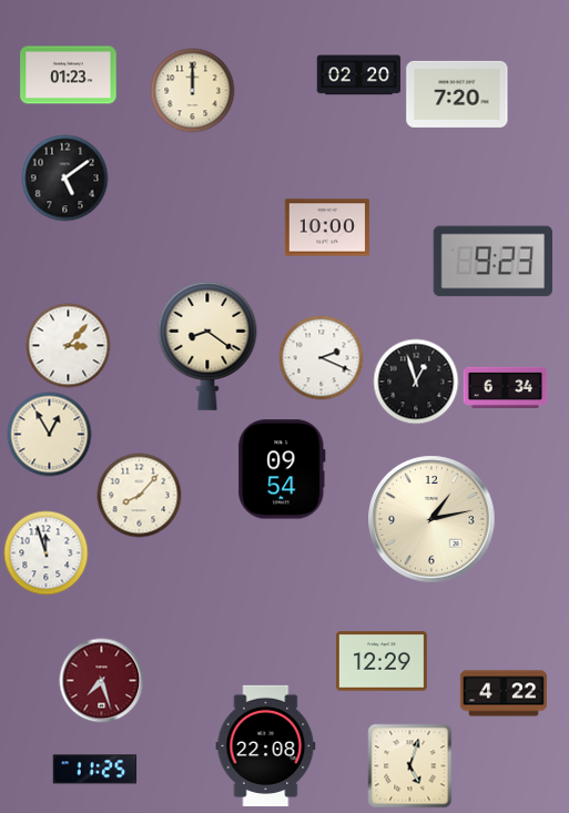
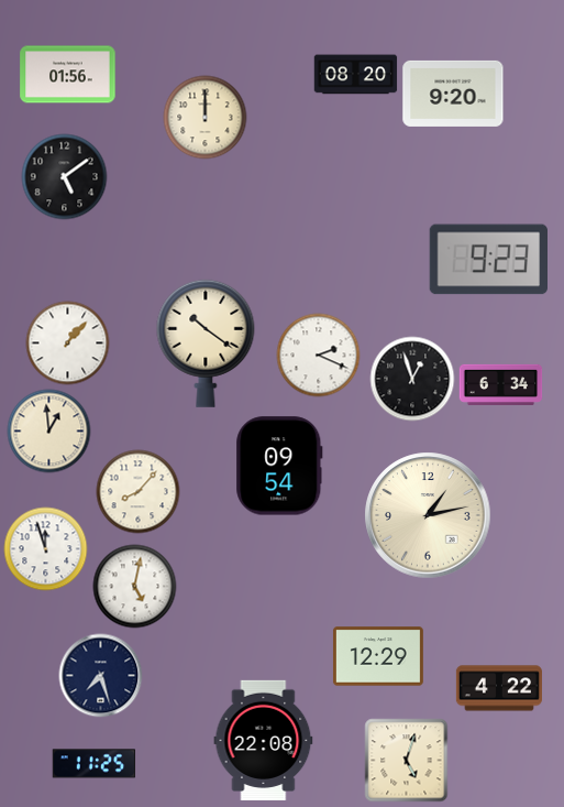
clock at (69, 75): 01:23 -> 01:56
clock at (359, 75): 02:20 -> 08:20
clock at (193, 91) position: (193, 91) -> (206, 118)
clock at (457, 94): 7:20 -> 9:20
clock at (327, 227): 10:00 -> none
clock at (69, 346): 3:07 -> 1:07
clock at (207, 346): 8:21 -> 10:21
clock at (50, 435): 12:55 -> 12:59
clock at (135, 587): none -> 5:02
clock at (102, 681) dial: burgundy -> navy
